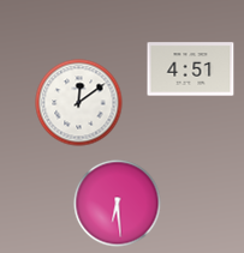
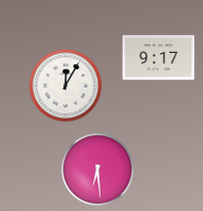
clock at (191, 70): 4:51 -> 9:17
clock at (79, 103): 12:09 -> 12:05
